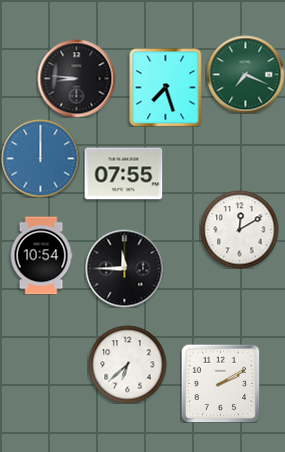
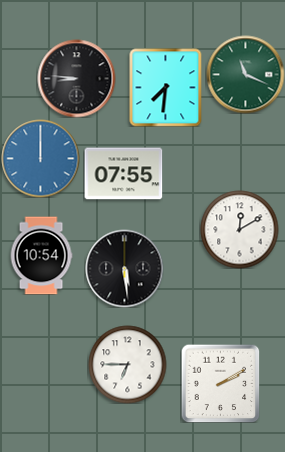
clock at (245, 74): 7:19 -> 11:19
clock at (166, 87): 7:27 -> 7:31
clock at (124, 268): 11:45 -> 5:29
clock at (127, 364): 6:38 -> 6:45
